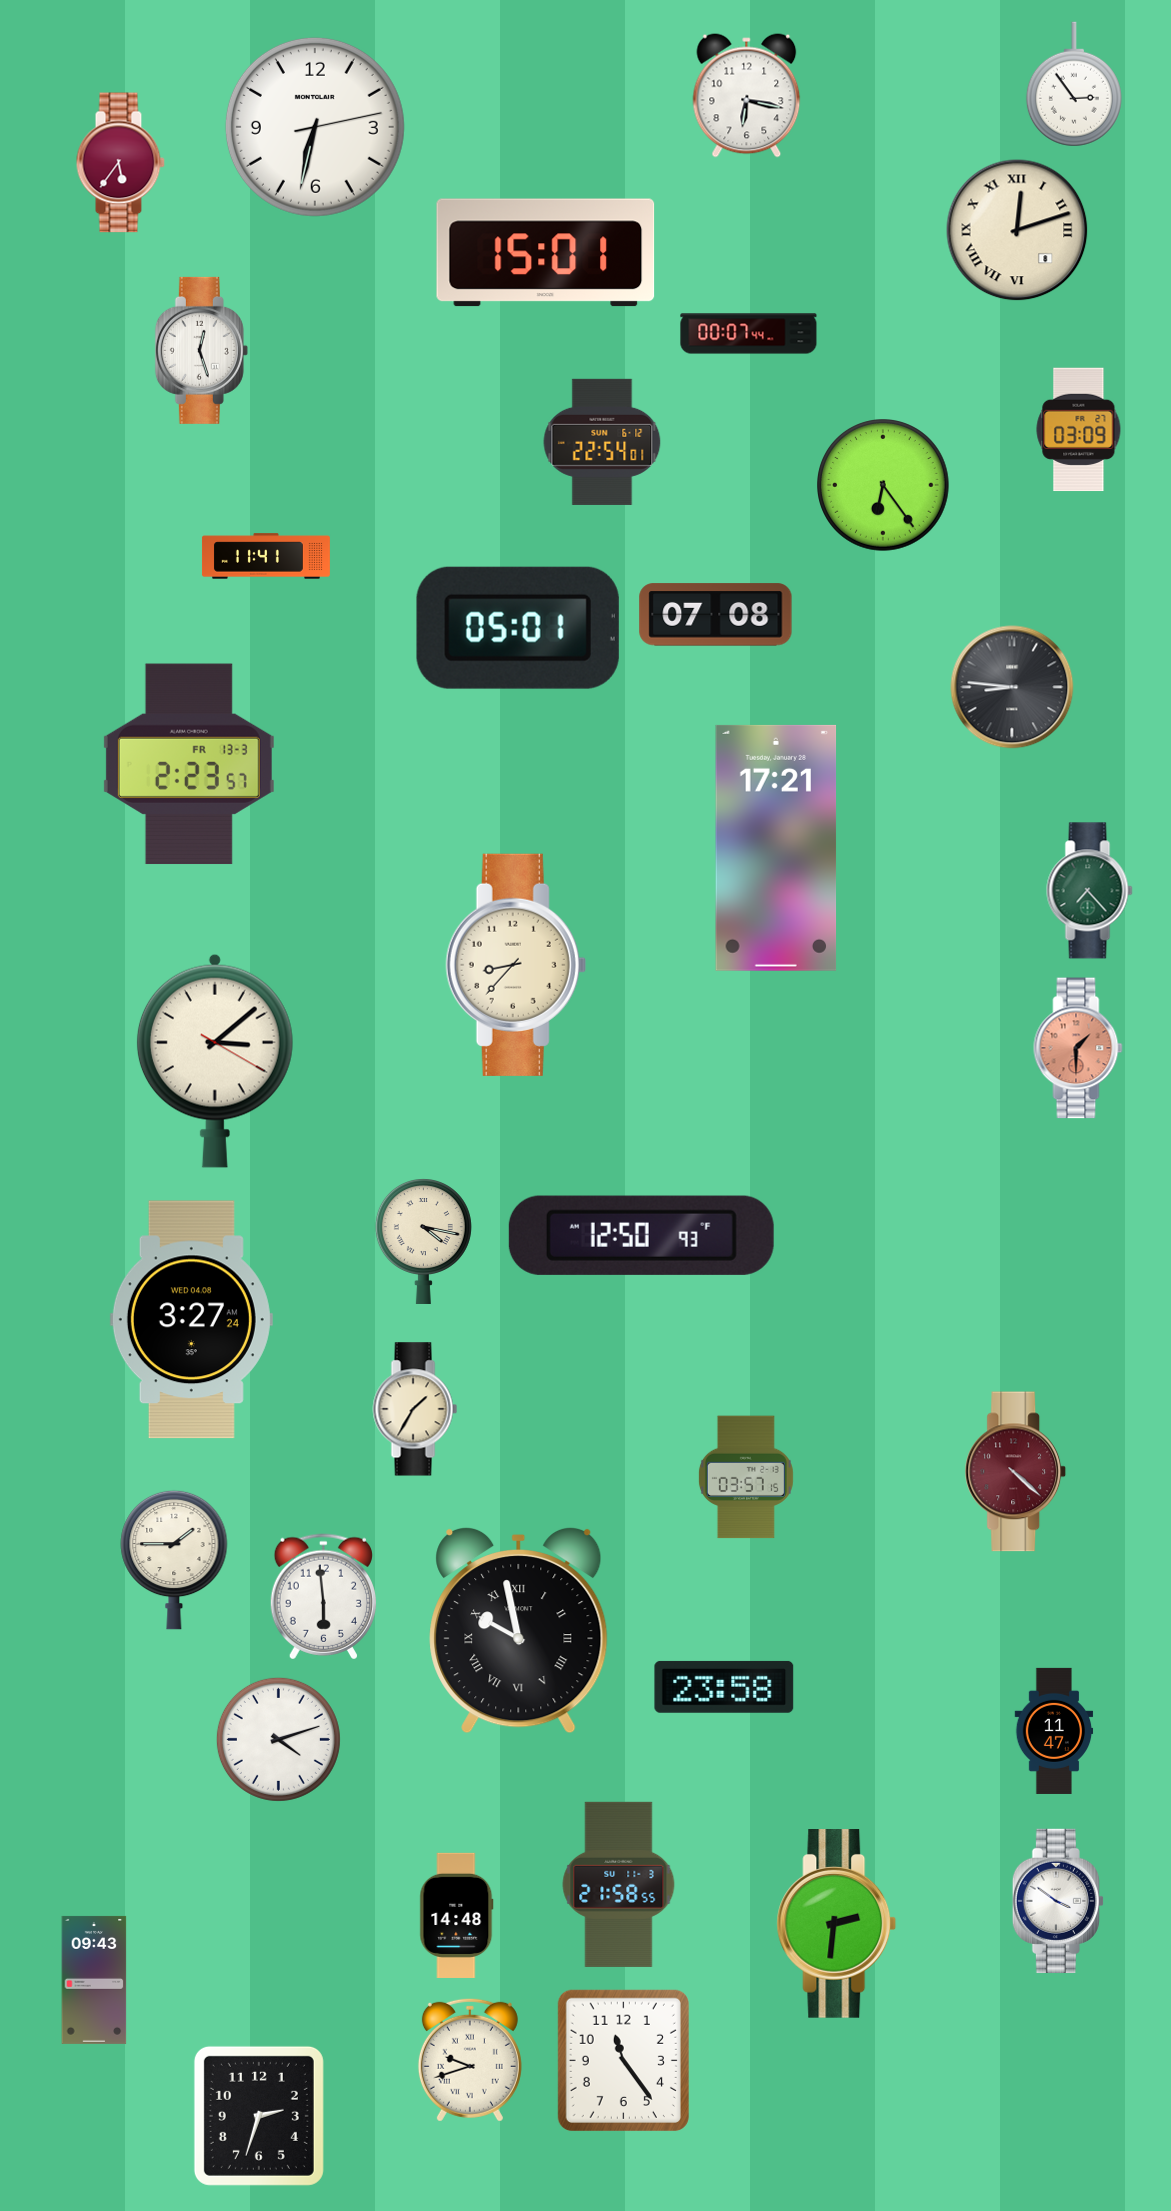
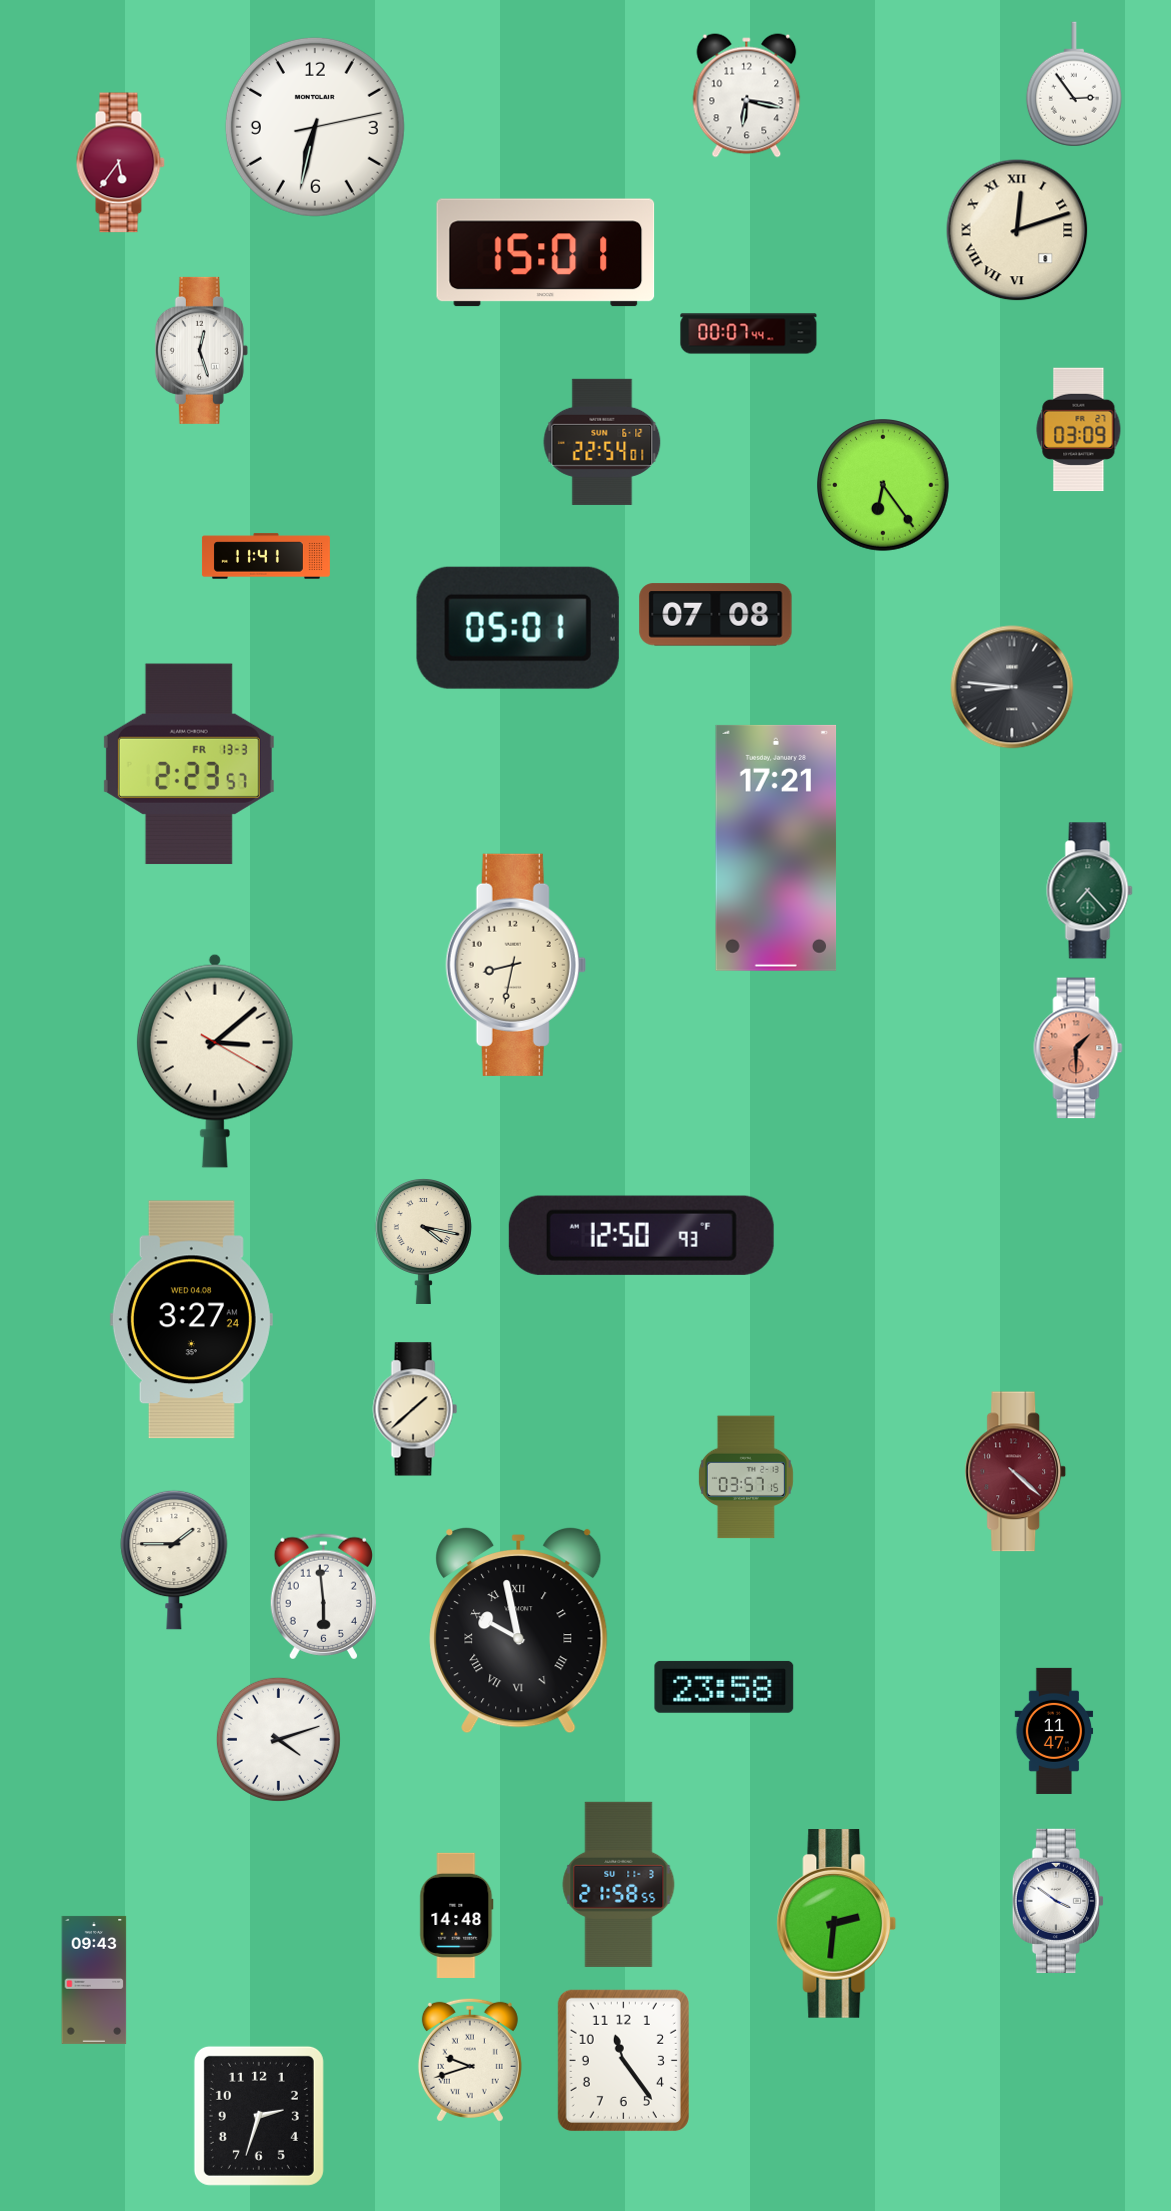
clock at (516, 965): 8:37 -> 8:32
clock at (415, 1409): 1:35 -> 1:38
